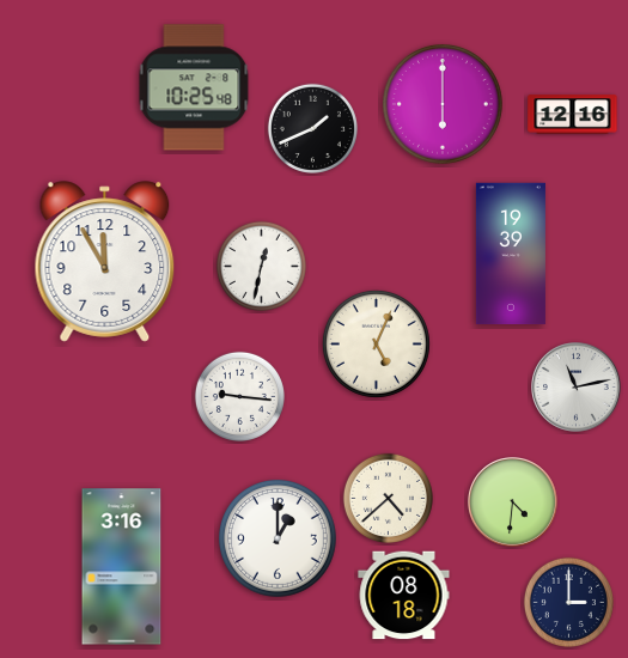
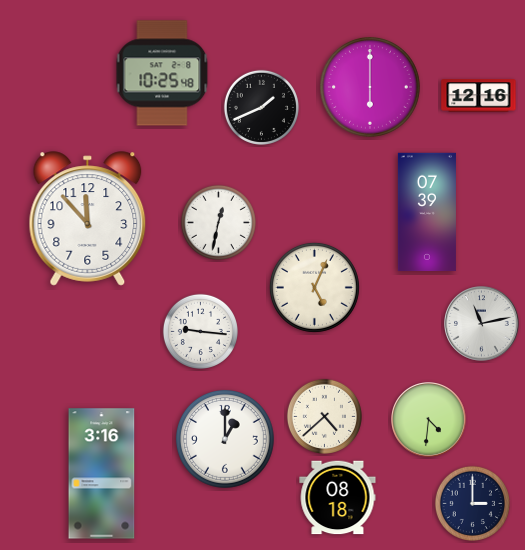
clock at (511, 254): 19:39 -> 07:39
clock at (105, 262): 11:55 -> 11:53
clock at (278, 538) position: (278, 538) -> (225, 439)
clock at (568, 602) position: (568, 602) -> (472, 503)
